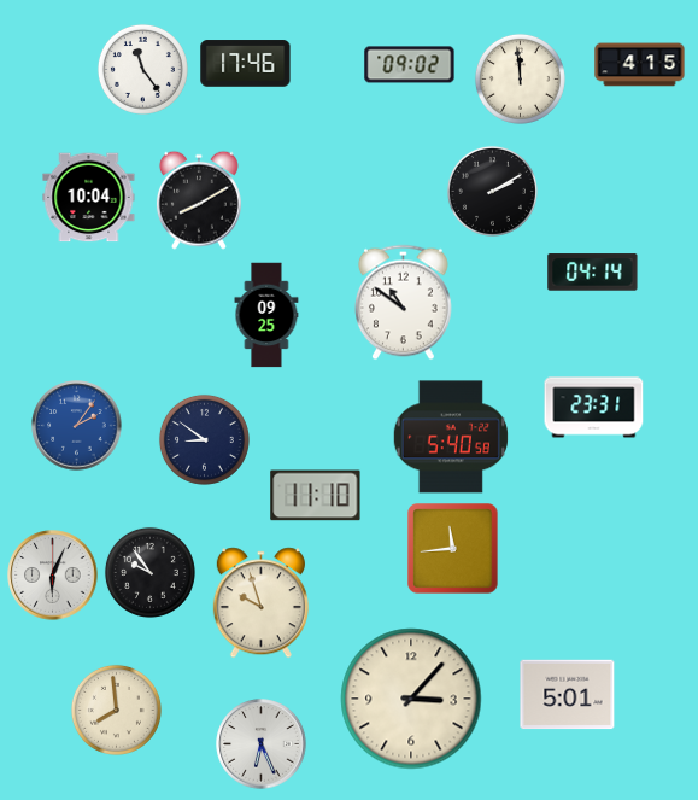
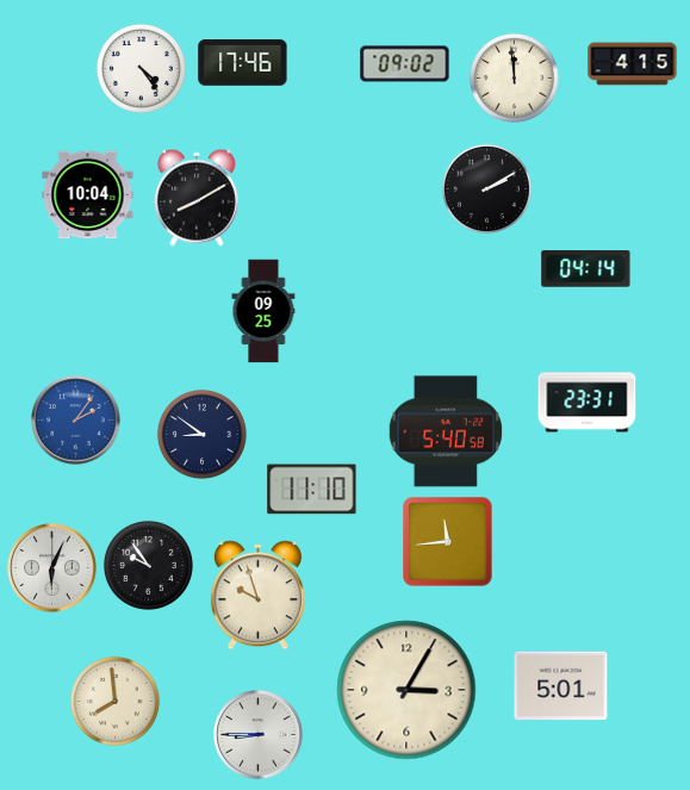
clock at (142, 69): 11:24 -> 4:24
clock at (404, 303): 10:51 -> none
clock at (411, 699): 3:07 -> 3:05
clock at (262, 744): 6:26 -> 8:45
